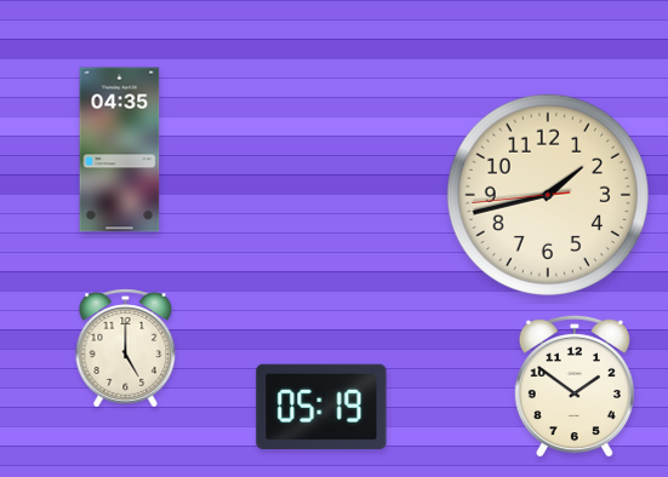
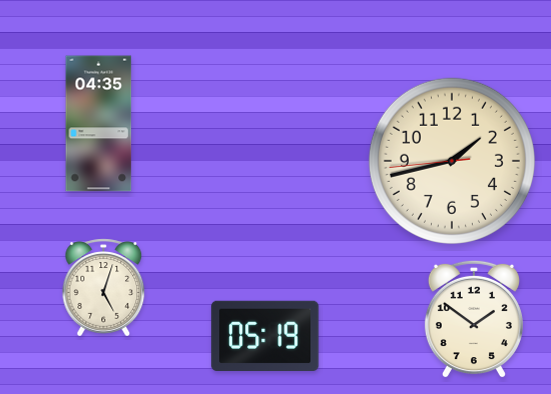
clock at (126, 349): 5:00 -> 5:03
